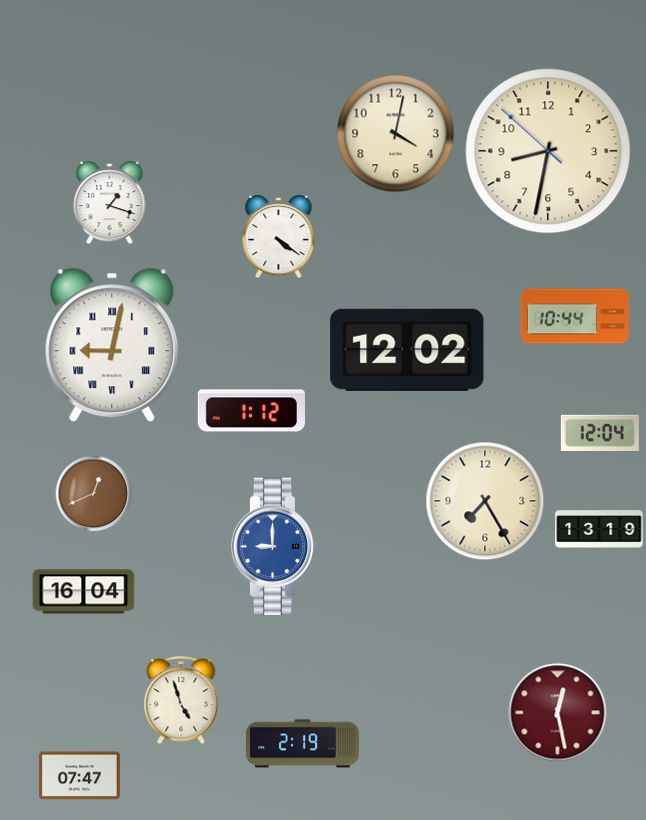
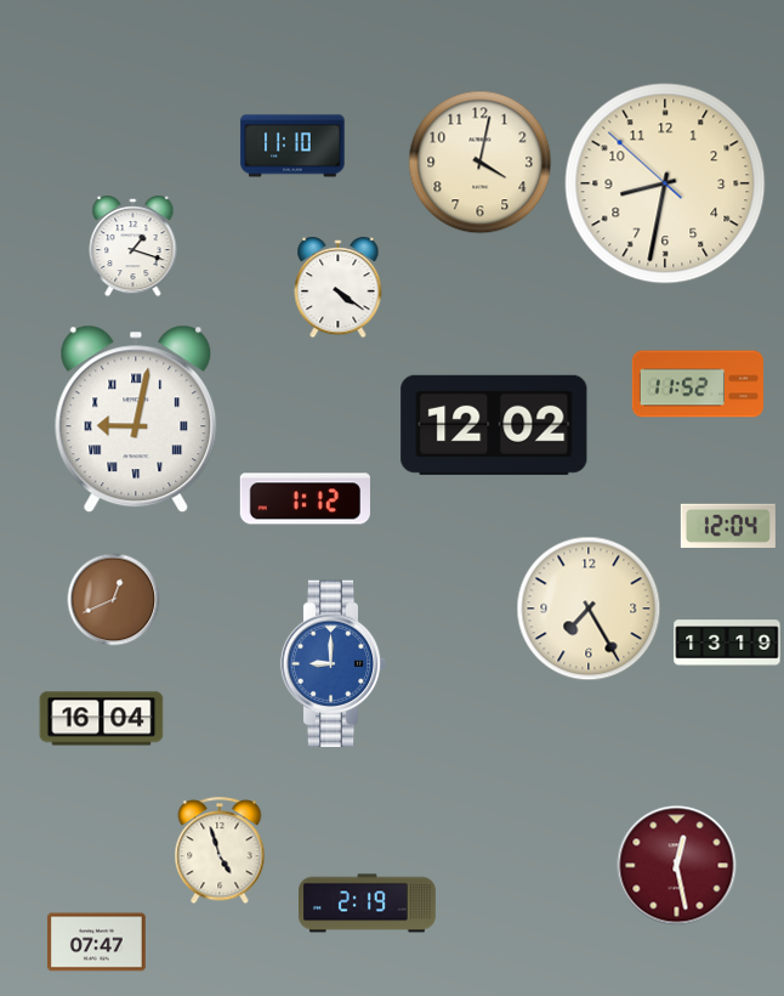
clock at (292, 146): none -> 11:10
clock at (575, 316): 10:44 -> 11:52
